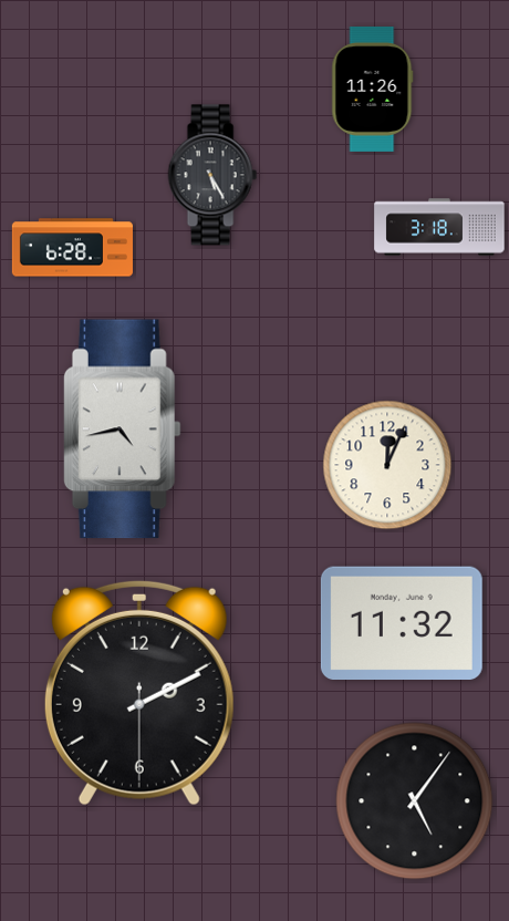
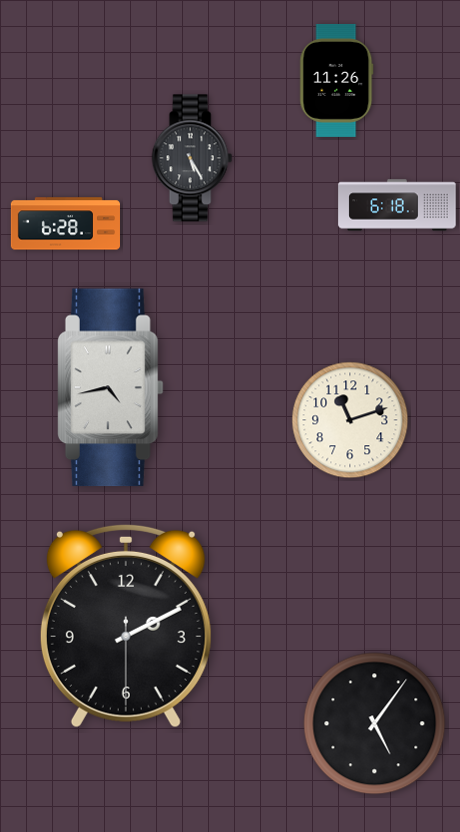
clock at (439, 227): 3:18 -> 6:18
clock at (387, 465): 12:04 -> 11:12
clock at (402, 622): 11:32 -> none
